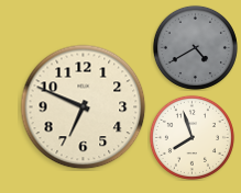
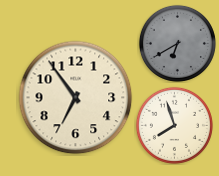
clock at (195, 47): 4:40 -> 6:40
clock at (84, 107): 6:49 -> 6:54
